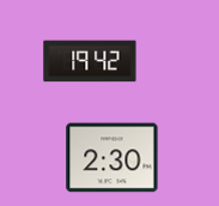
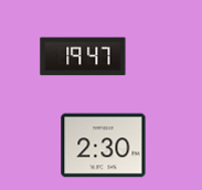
clock at (90, 61): 19:42 -> 19:47
